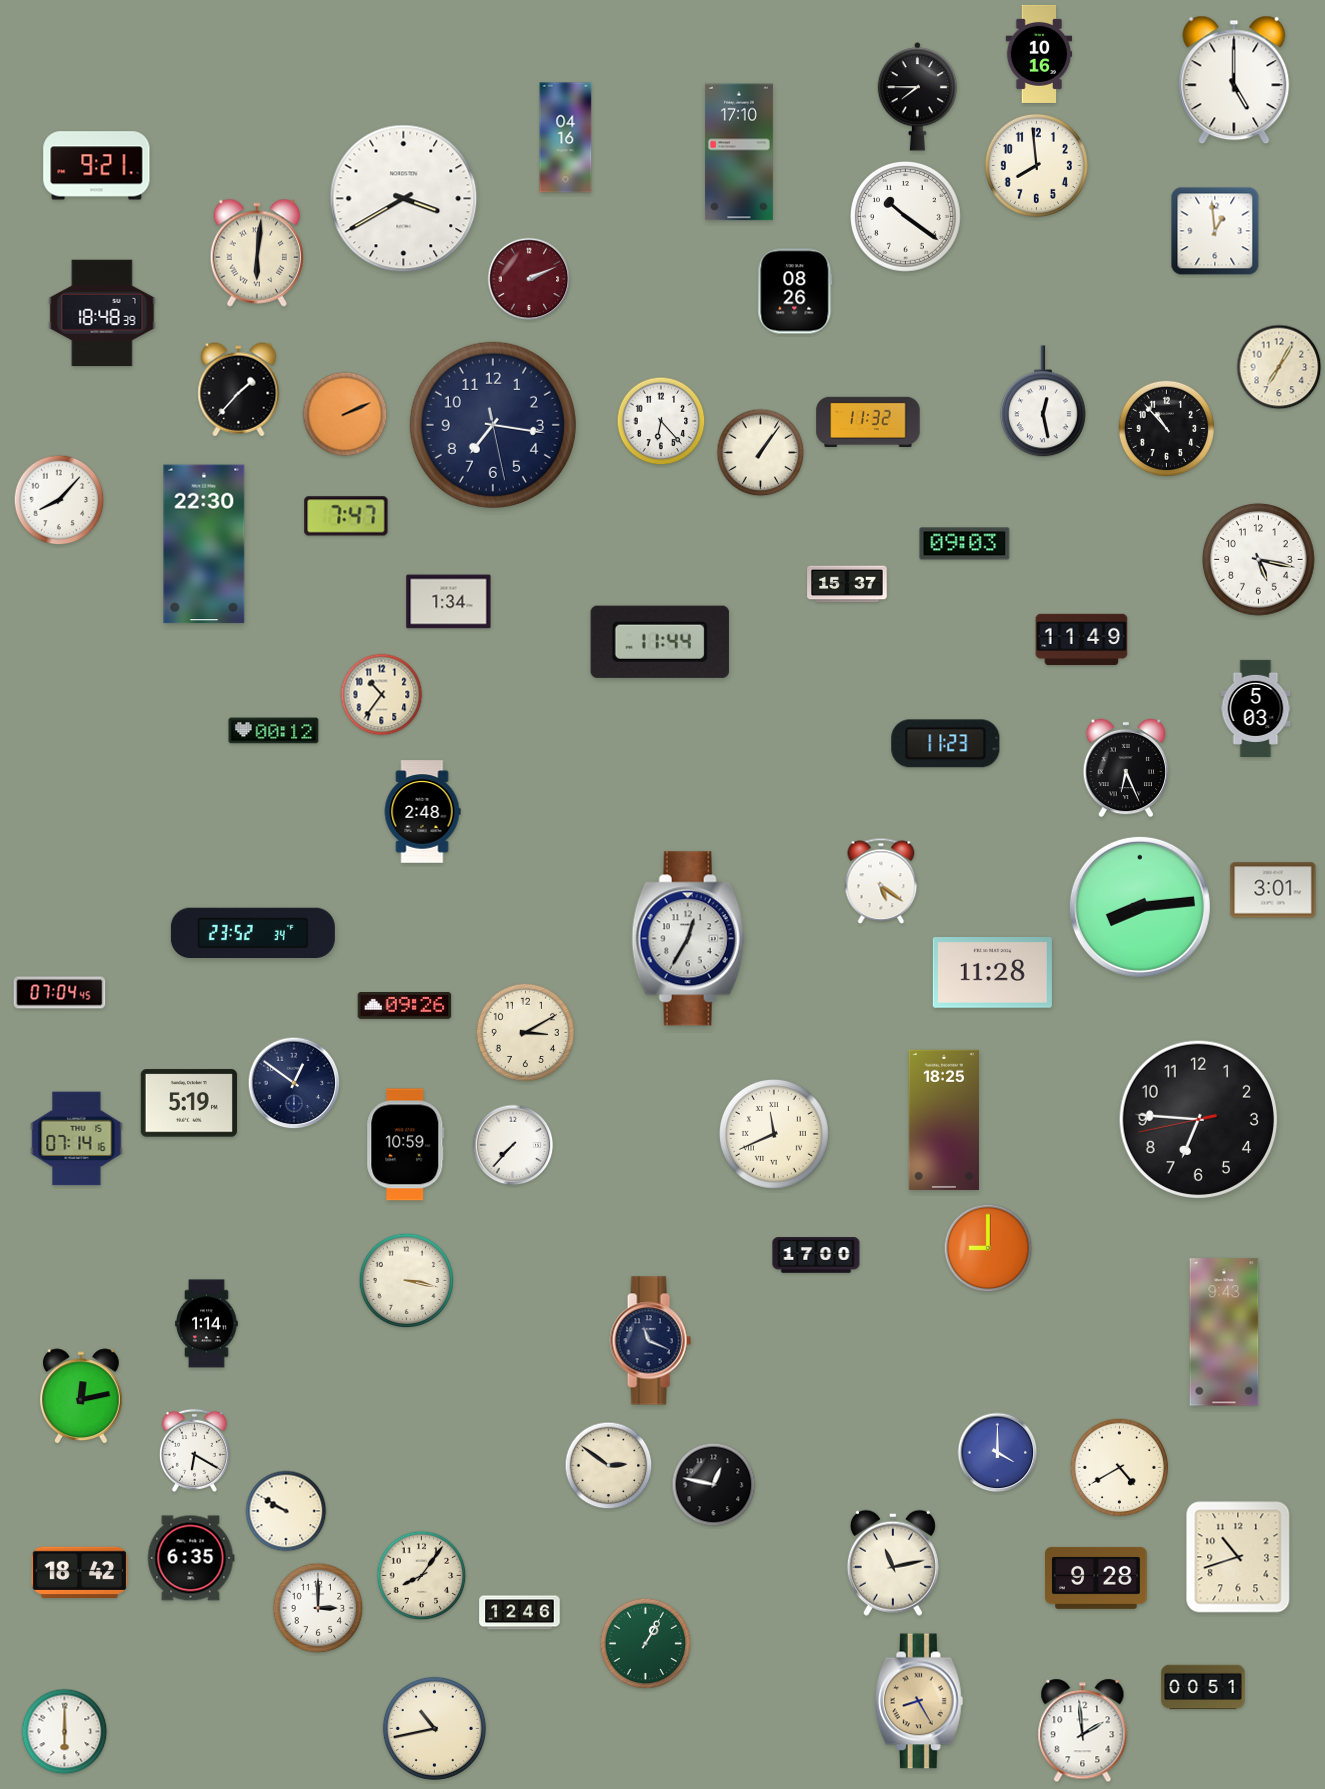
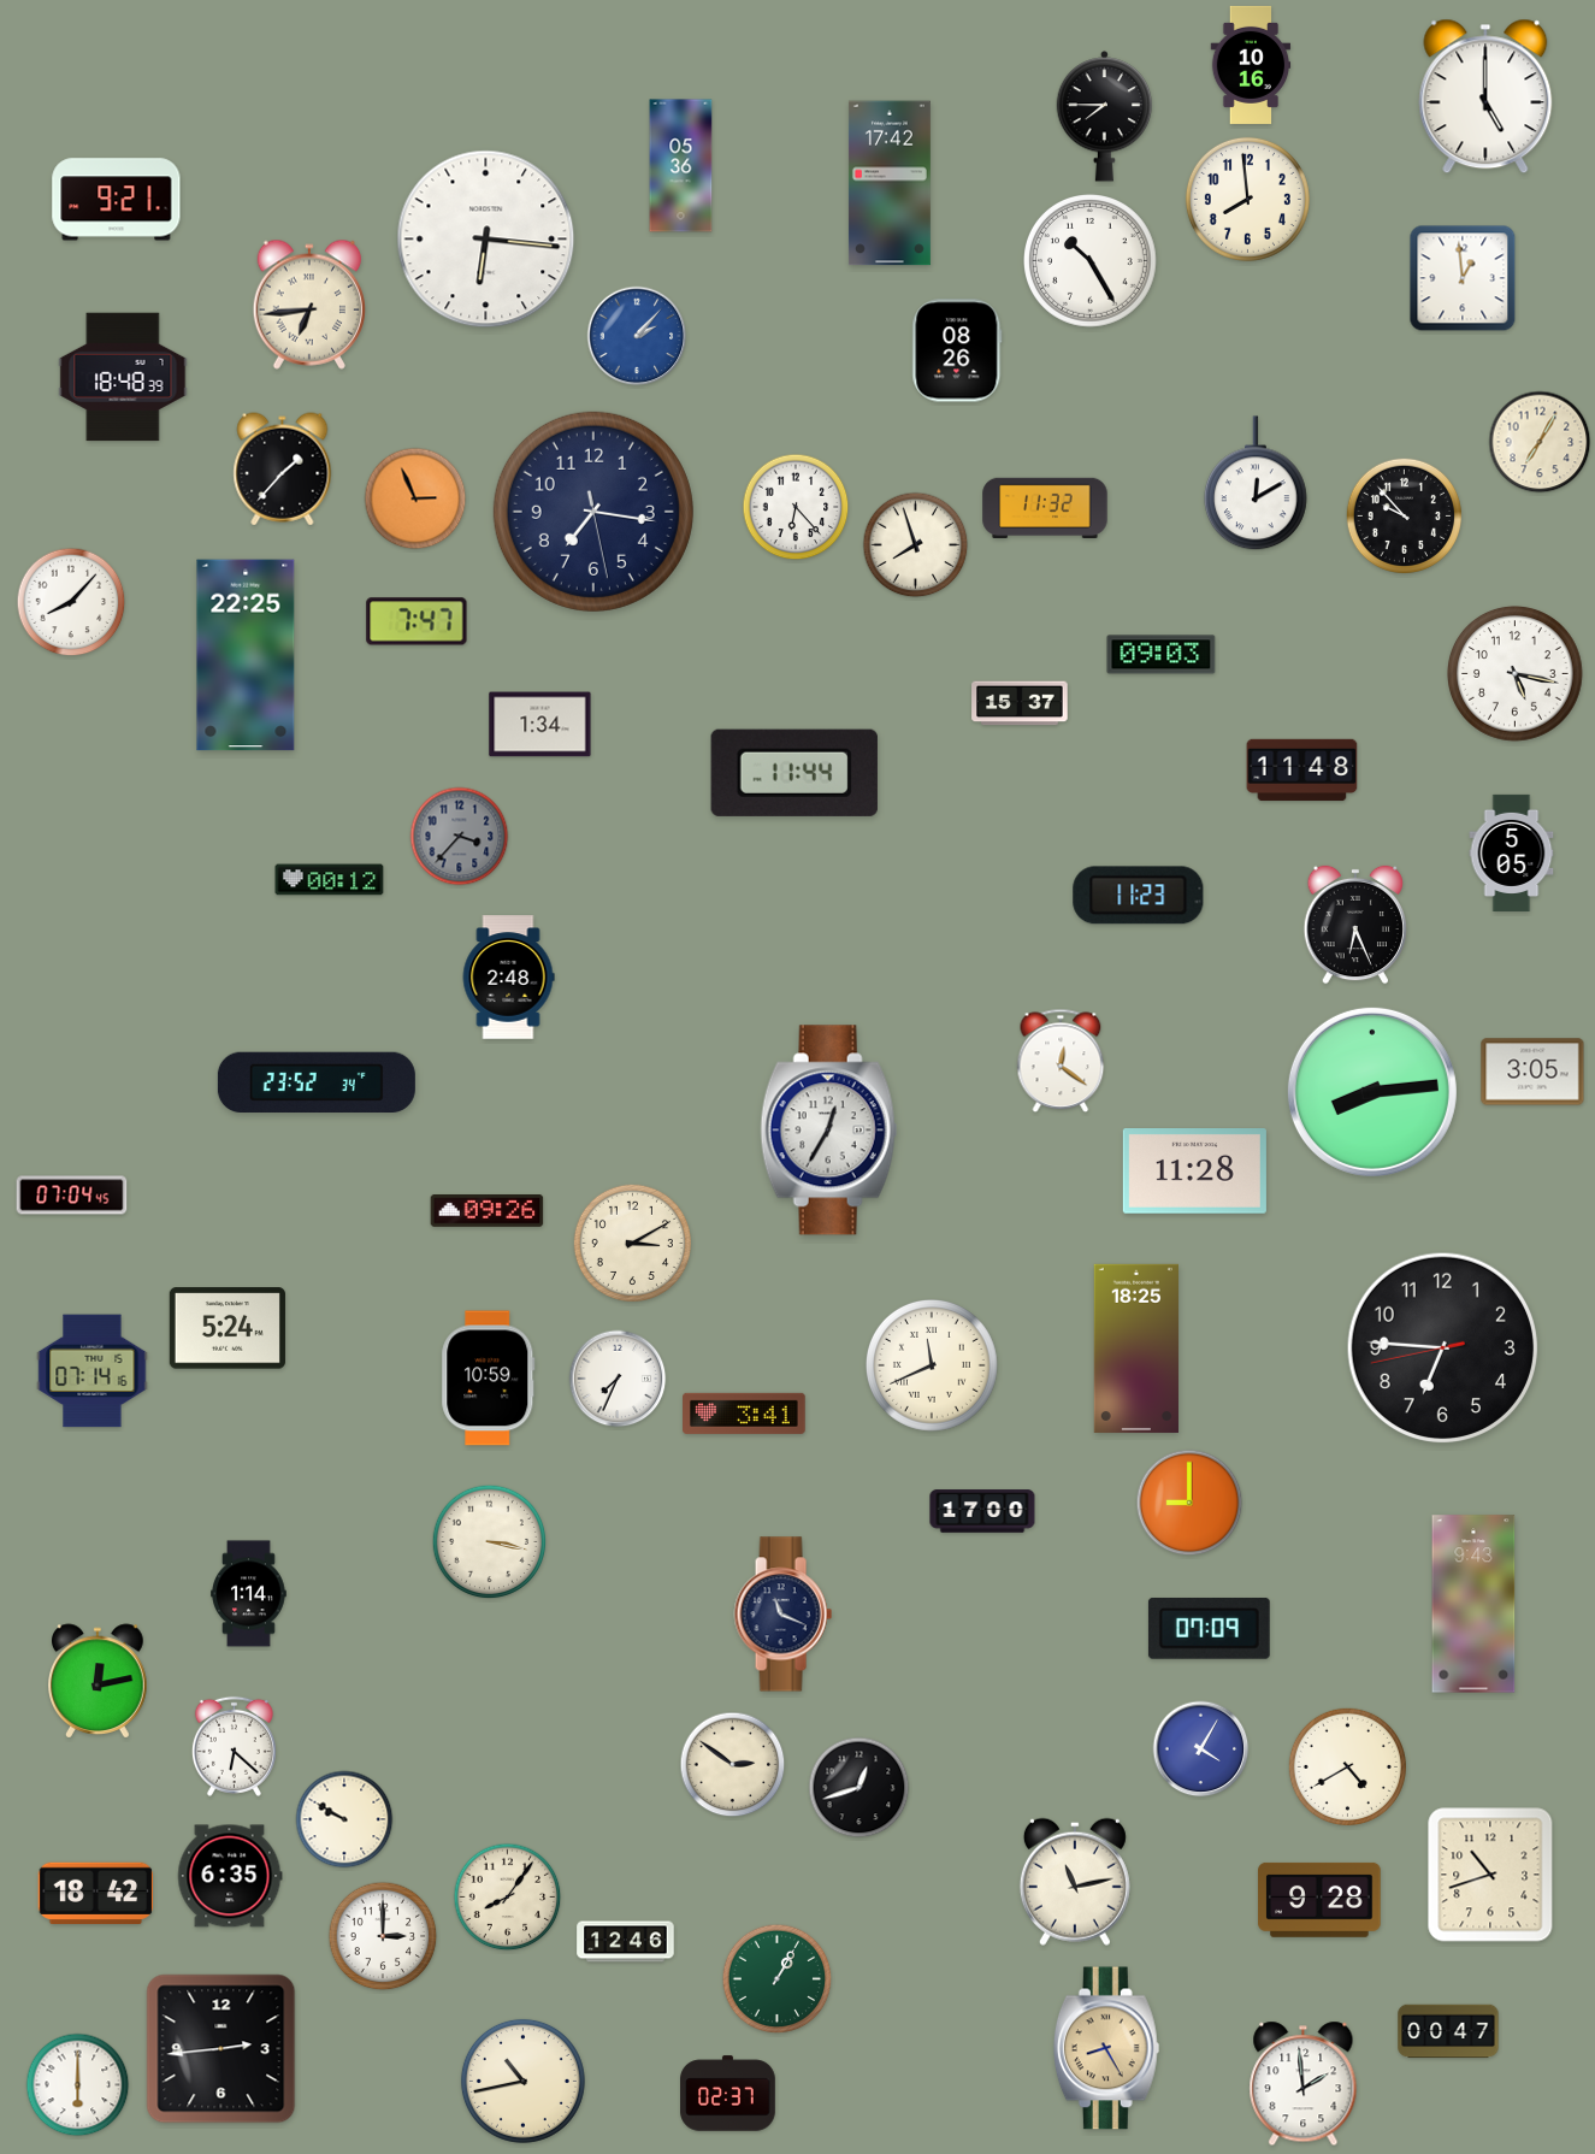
clock at (566, 138): 04:16 -> 05:36
clock at (739, 152): 17:10 -> 17:42
clock at (404, 199): 3:40 -> 6:16
clock at (906, 217): 10:21 -> 10:25
clock at (257, 253): 6:01 -> 6:44
clock at (529, 279): 2:11 -> 2:07
clock at (529, 279) dial: burgundy -> blue
clock at (239, 390) position: (239, 390) -> (283, 470)
clock at (1043, 402): 12:28 -> 12:10
clock at (345, 414): 2:11 -> 2:56
clock at (1166, 428): 10:53 -> 9:53
clock at (761, 453): 1:06 -> 7:57
clock at (204, 544): 22:30 -> 22:25
clock at (1082, 640): 11:49 -> 11:48
clock at (382, 695): 10:36 -> 3:37
clock at (382, 695) dial: cream -> grey
clock at (1256, 708): 5:03 -> 5:05
clock at (881, 881): 5:21 -> 12:21
clock at (1273, 890): 3:01 -> 3:05
clock at (253, 933) position: (253, 933) -> (317, 1082)
clock at (294, 1083): 12:51 -> none
clock at (189, 1103): 5:19 -> 5:24
clock at (513, 1145): 7:37 -> 7:34
clock at (744, 1414): none -> 3:41
clock at (1209, 1628): none -> 07:09
clock at (194, 1450): 6:20 -> 6:22
clock at (998, 1453): 4:00 -> 4:05
clock at (714, 1485): 12:47 -> 12:42
clock at (1203, 1687): 00:51 -> 00:47
clock at (221, 2049): none -> 2:44
clock at (728, 2094): none -> 02:37
